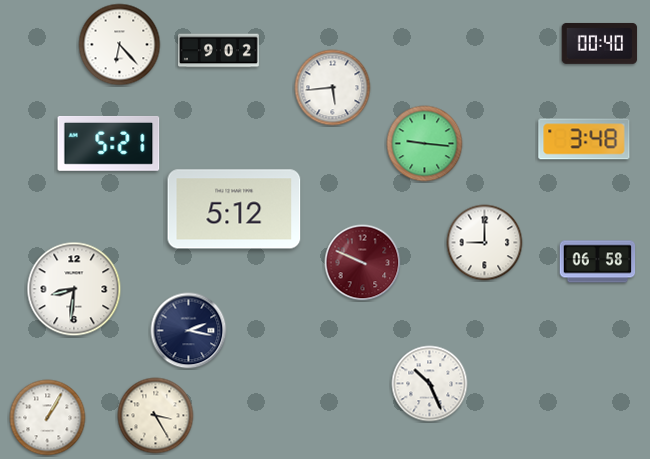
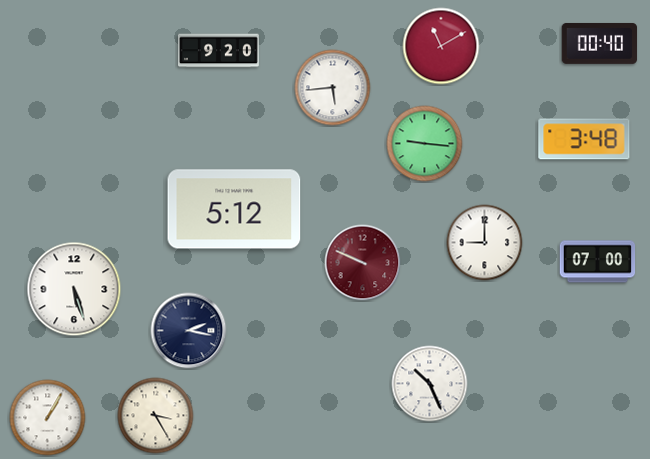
clock at (120, 45): 6:23 -> none
clock at (441, 46): none -> 11:10
clock at (218, 51): 9:02 -> 9:20
clock at (109, 143): 5:21 -> none
clock at (598, 262): 06:58 -> 07:00
clock at (74, 289): 8:31 -> 5:27
